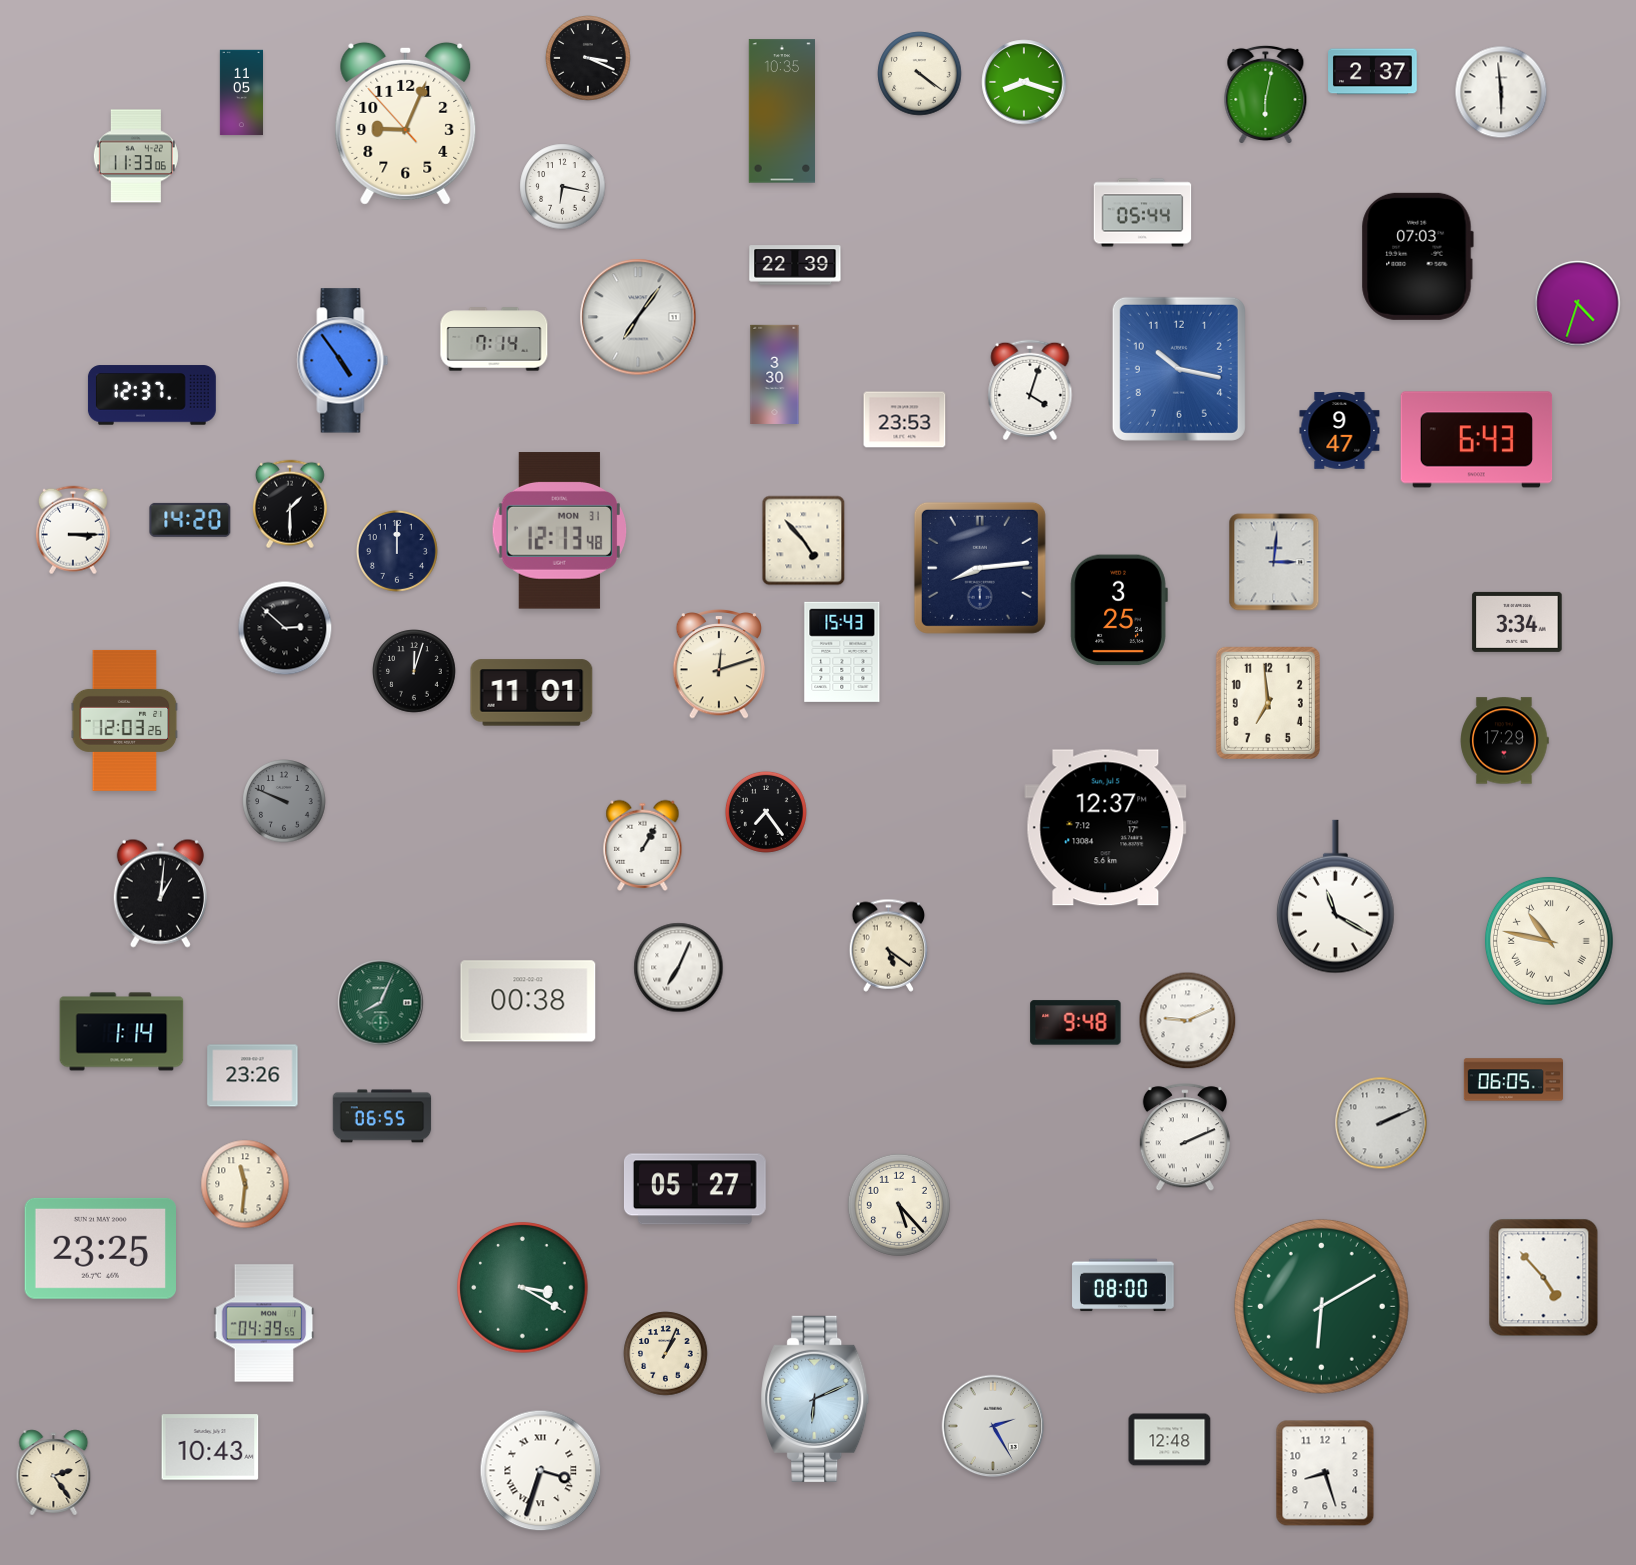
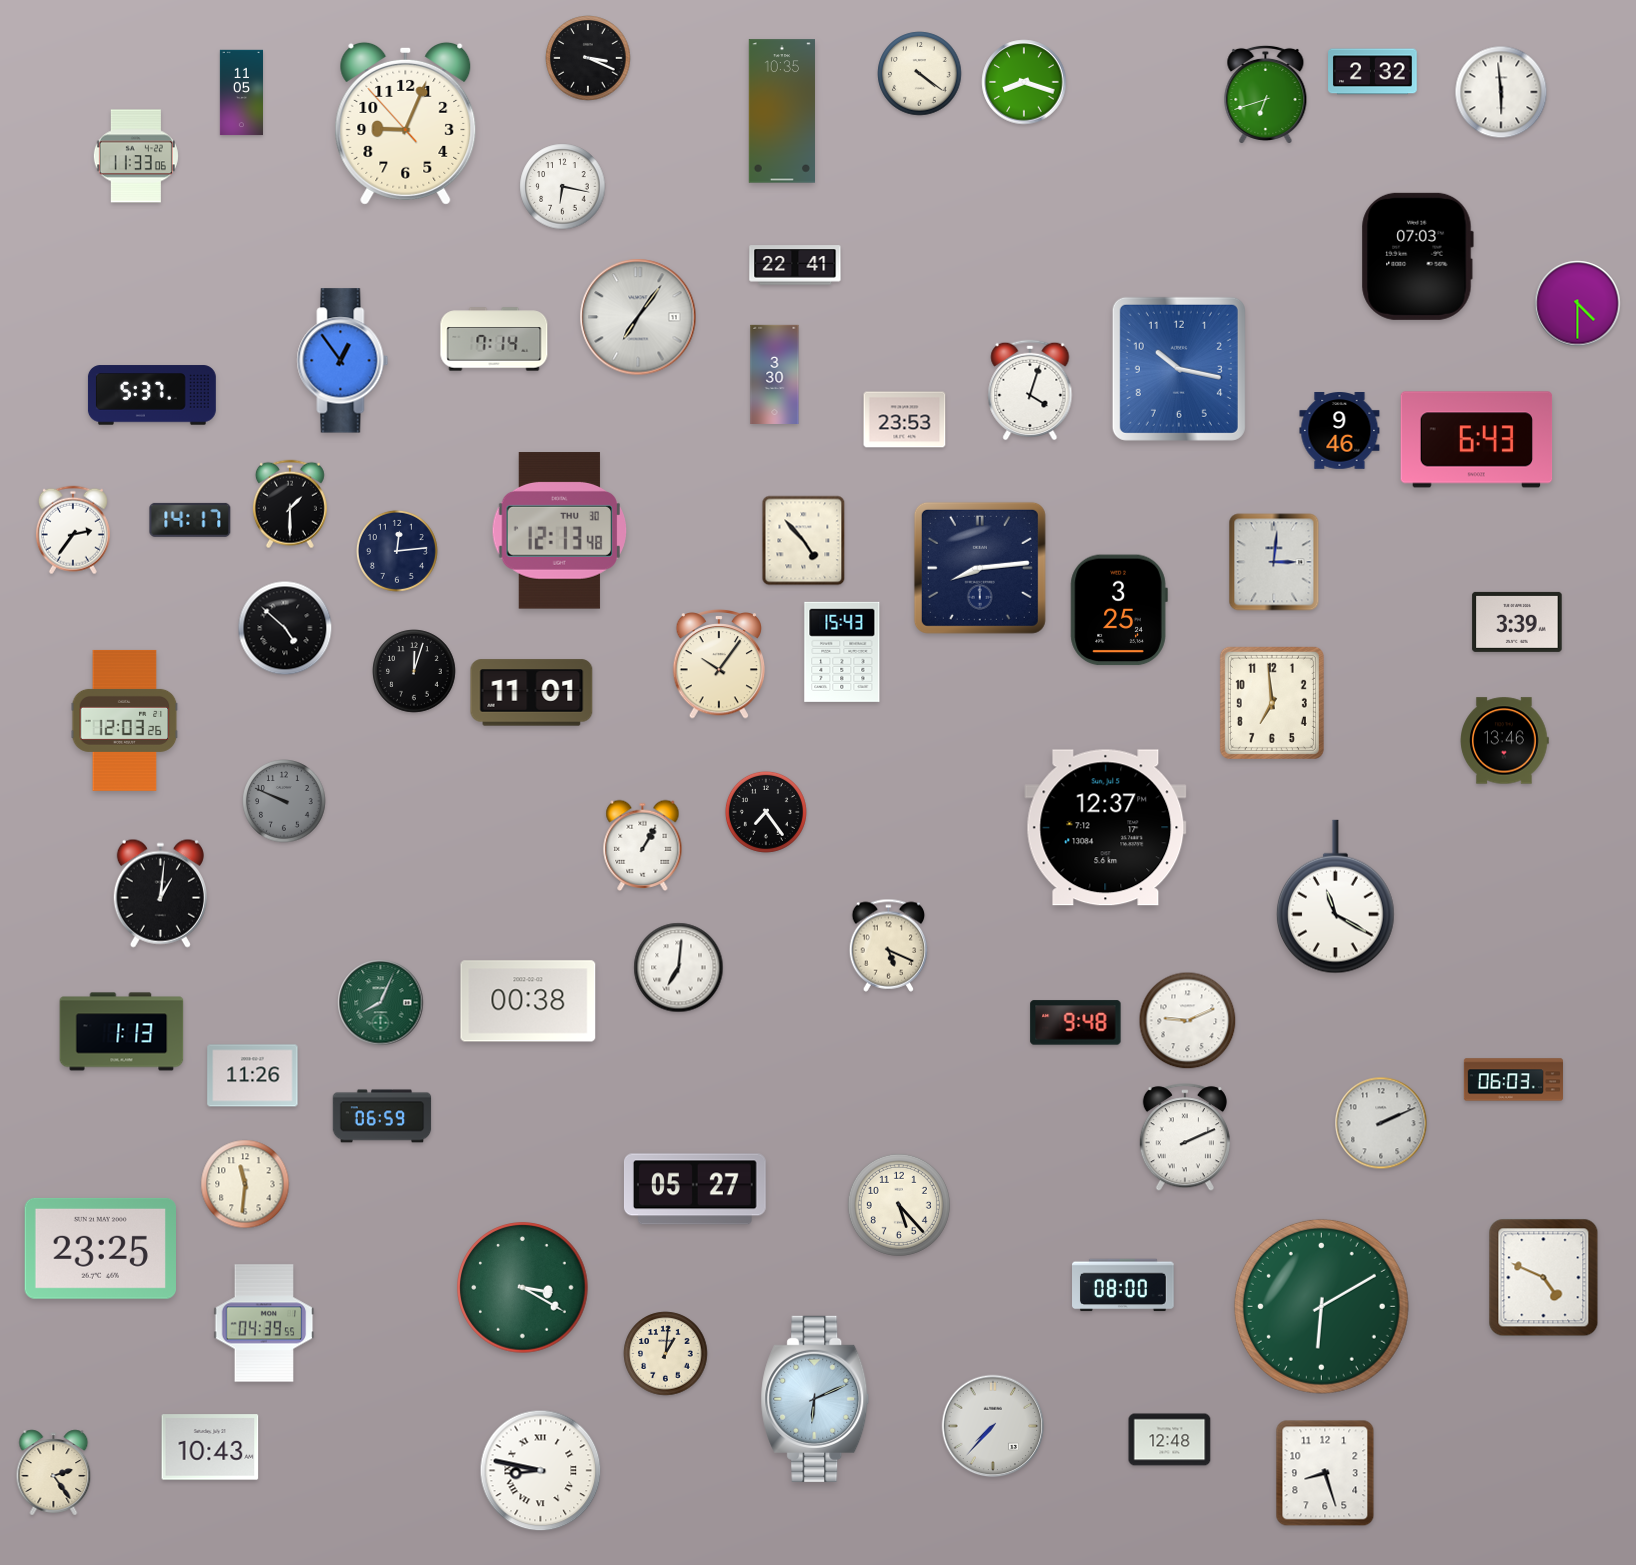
clock at (1373, 72): 2:37 -> 2:32
clock at (1266, 94): 6:02 -> 6:42
clock at (1143, 213): 05:44 -> none
clock at (795, 265): 22:39 -> 22:41
clock at (1578, 304): 4:33 -> 4:30
clock at (343, 361): 4:54 -> 12:54
clock at (152, 395): 12:37 -> 5:37
clock at (1340, 431): 9:47 -> 9:46
clock at (190, 520): 14:20 -> 14:17
clock at (73, 530): 3:15 -> 2:36
clock at (560, 531) date: MON 31 -> THU 30
clock at (397, 551): 12:00 -> 12:14
clock at (1517, 622): 3:34 -> 3:39
clock at (285, 628): 2:52 -> 4:52
clock at (719, 664): 12:12 -> 10:06
clock at (1268, 703) position: (1268, 703) -> (1272, 703)
clock at (1505, 741): 17:29 -> 13:46
clock at (1549, 941): 10:47 -> none
clock at (889, 945): 5:21 -> 5:19
clock at (679, 968): 7:04 -> 7:01
clock at (122, 1032): 1:14 -> 1:13
clock at (253, 1076): 23:26 -> 11:26
clock at (1513, 1080): 06:05 -> 06:03
clock at (382, 1116): 06:55 -> 06:59
clock at (1544, 1278): 4:53 -> 4:49
clock at (666, 1354): 1:04 -> 1:01
clock at (993, 1426): 2:25 -> 7:37
clock at (541, 1471): 3:33 -> 8:47
